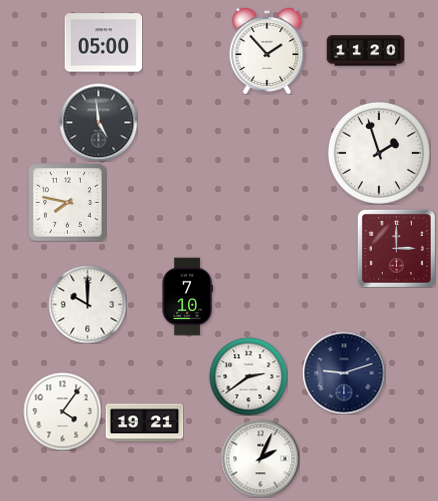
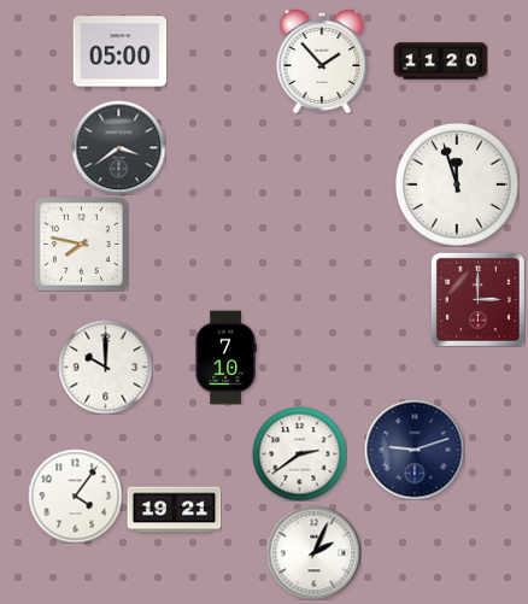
clock at (103, 43) position: (103, 43) -> (119, 52)
clock at (98, 122): 4:59 -> 3:39
clock at (379, 153): 1:57 -> 11:57
